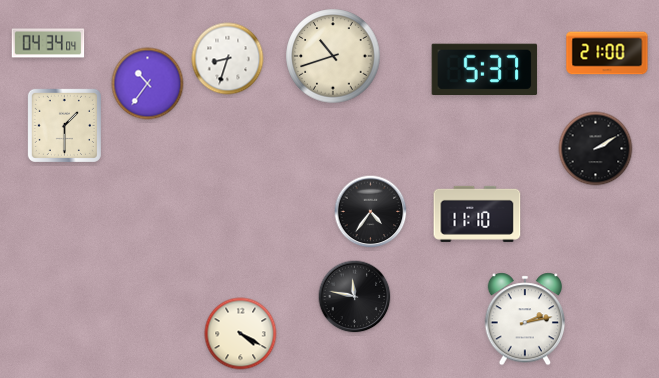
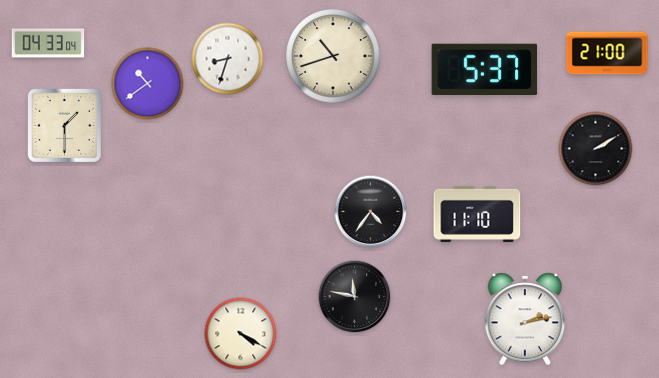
clock at (48, 43): 04:34 -> 04:33
clock at (148, 84): 10:36 -> 10:39
